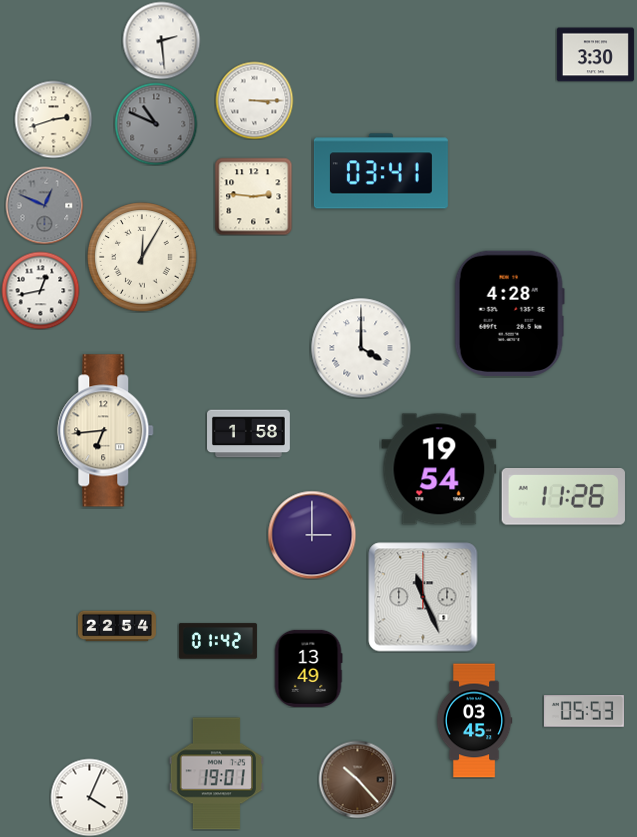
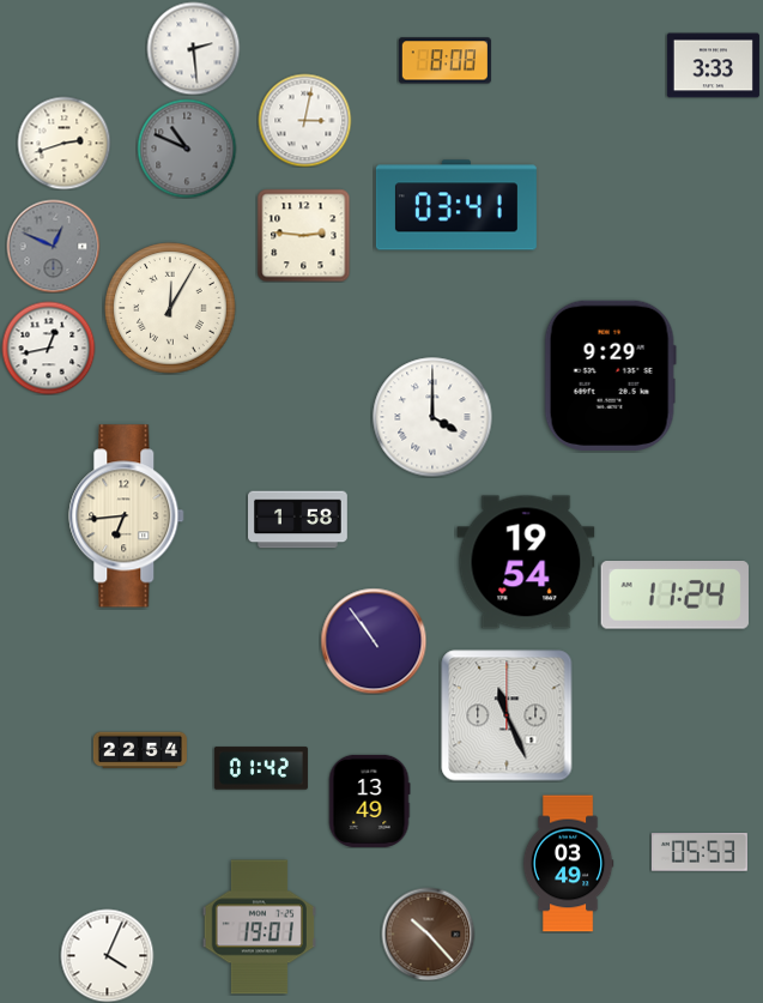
clock at (444, 61): none -> 8:08
clock at (595, 55): 3:30 -> 3:33
clock at (254, 100): 3:15 -> 3:02
clock at (509, 313): 4:28 -> 9:29
clock at (563, 497): 11:26 -> 11:24
clock at (312, 535): 3:00 -> 10:54
clock at (474, 721): 03:45 -> 03:49
